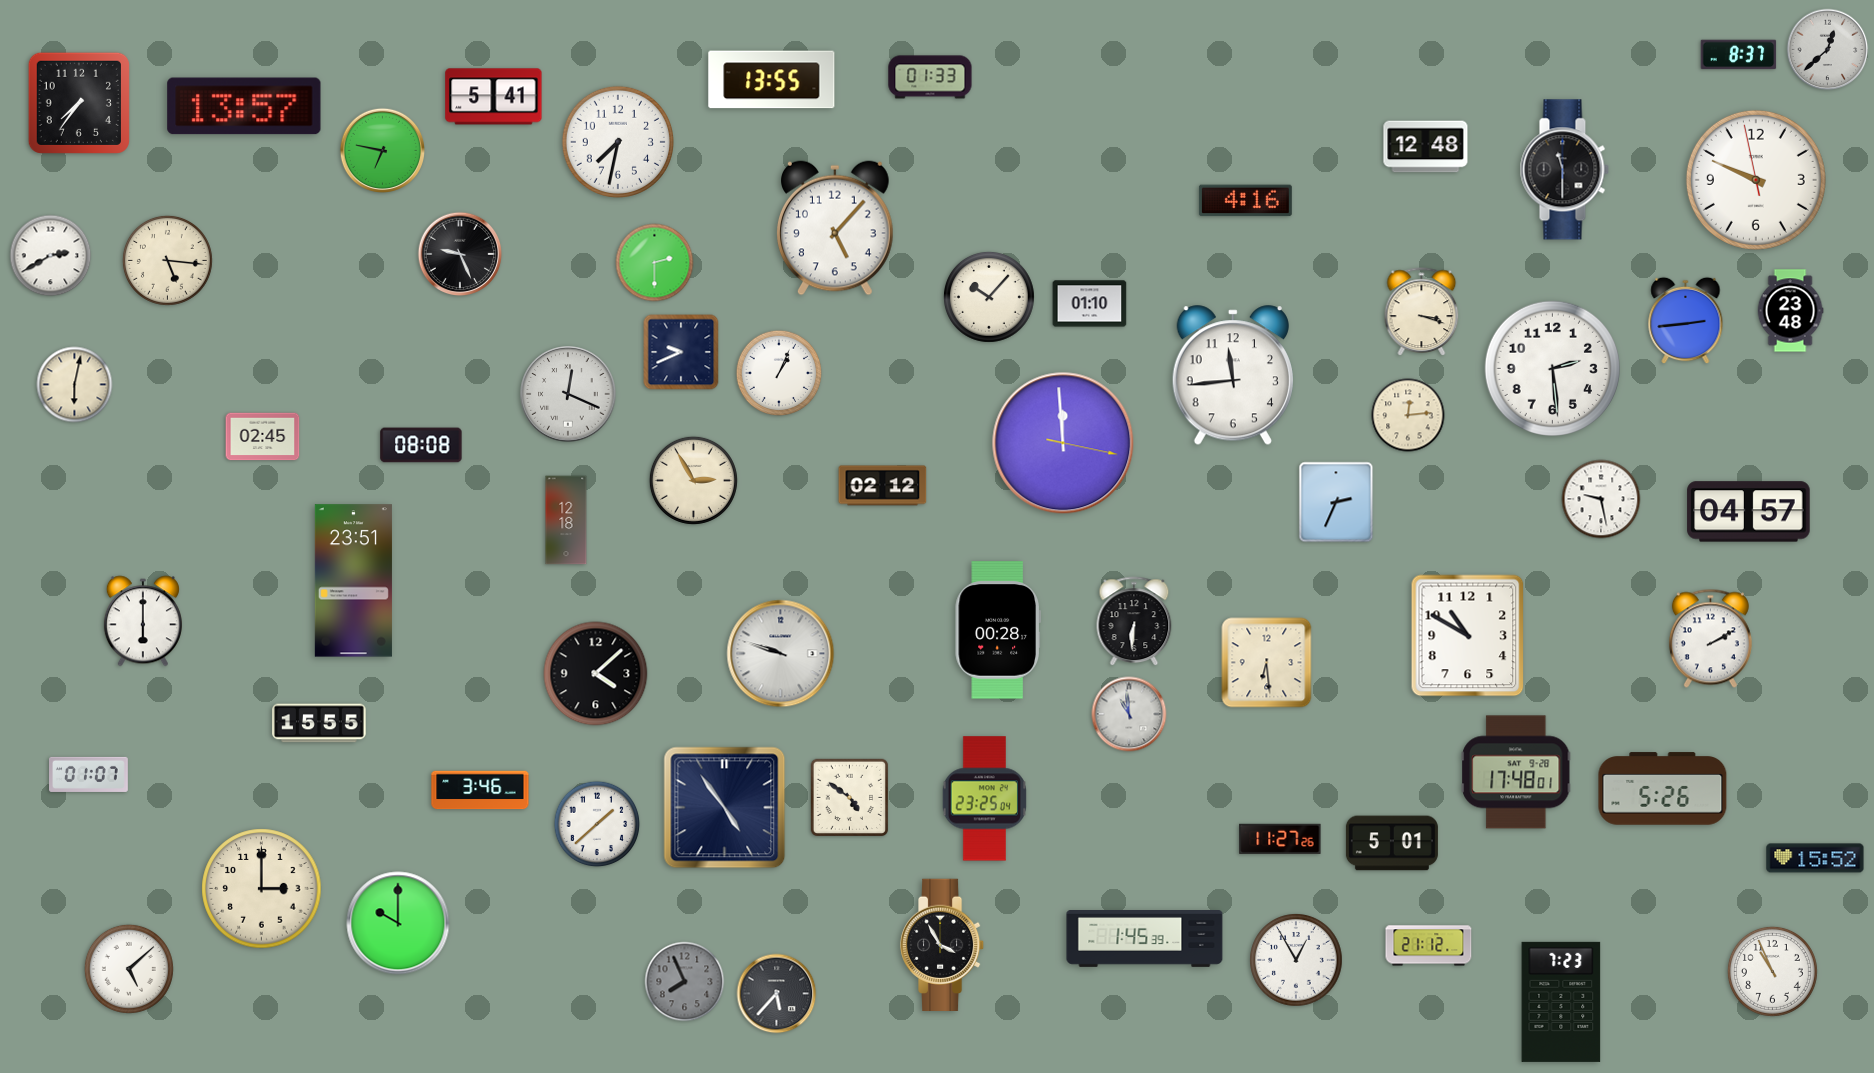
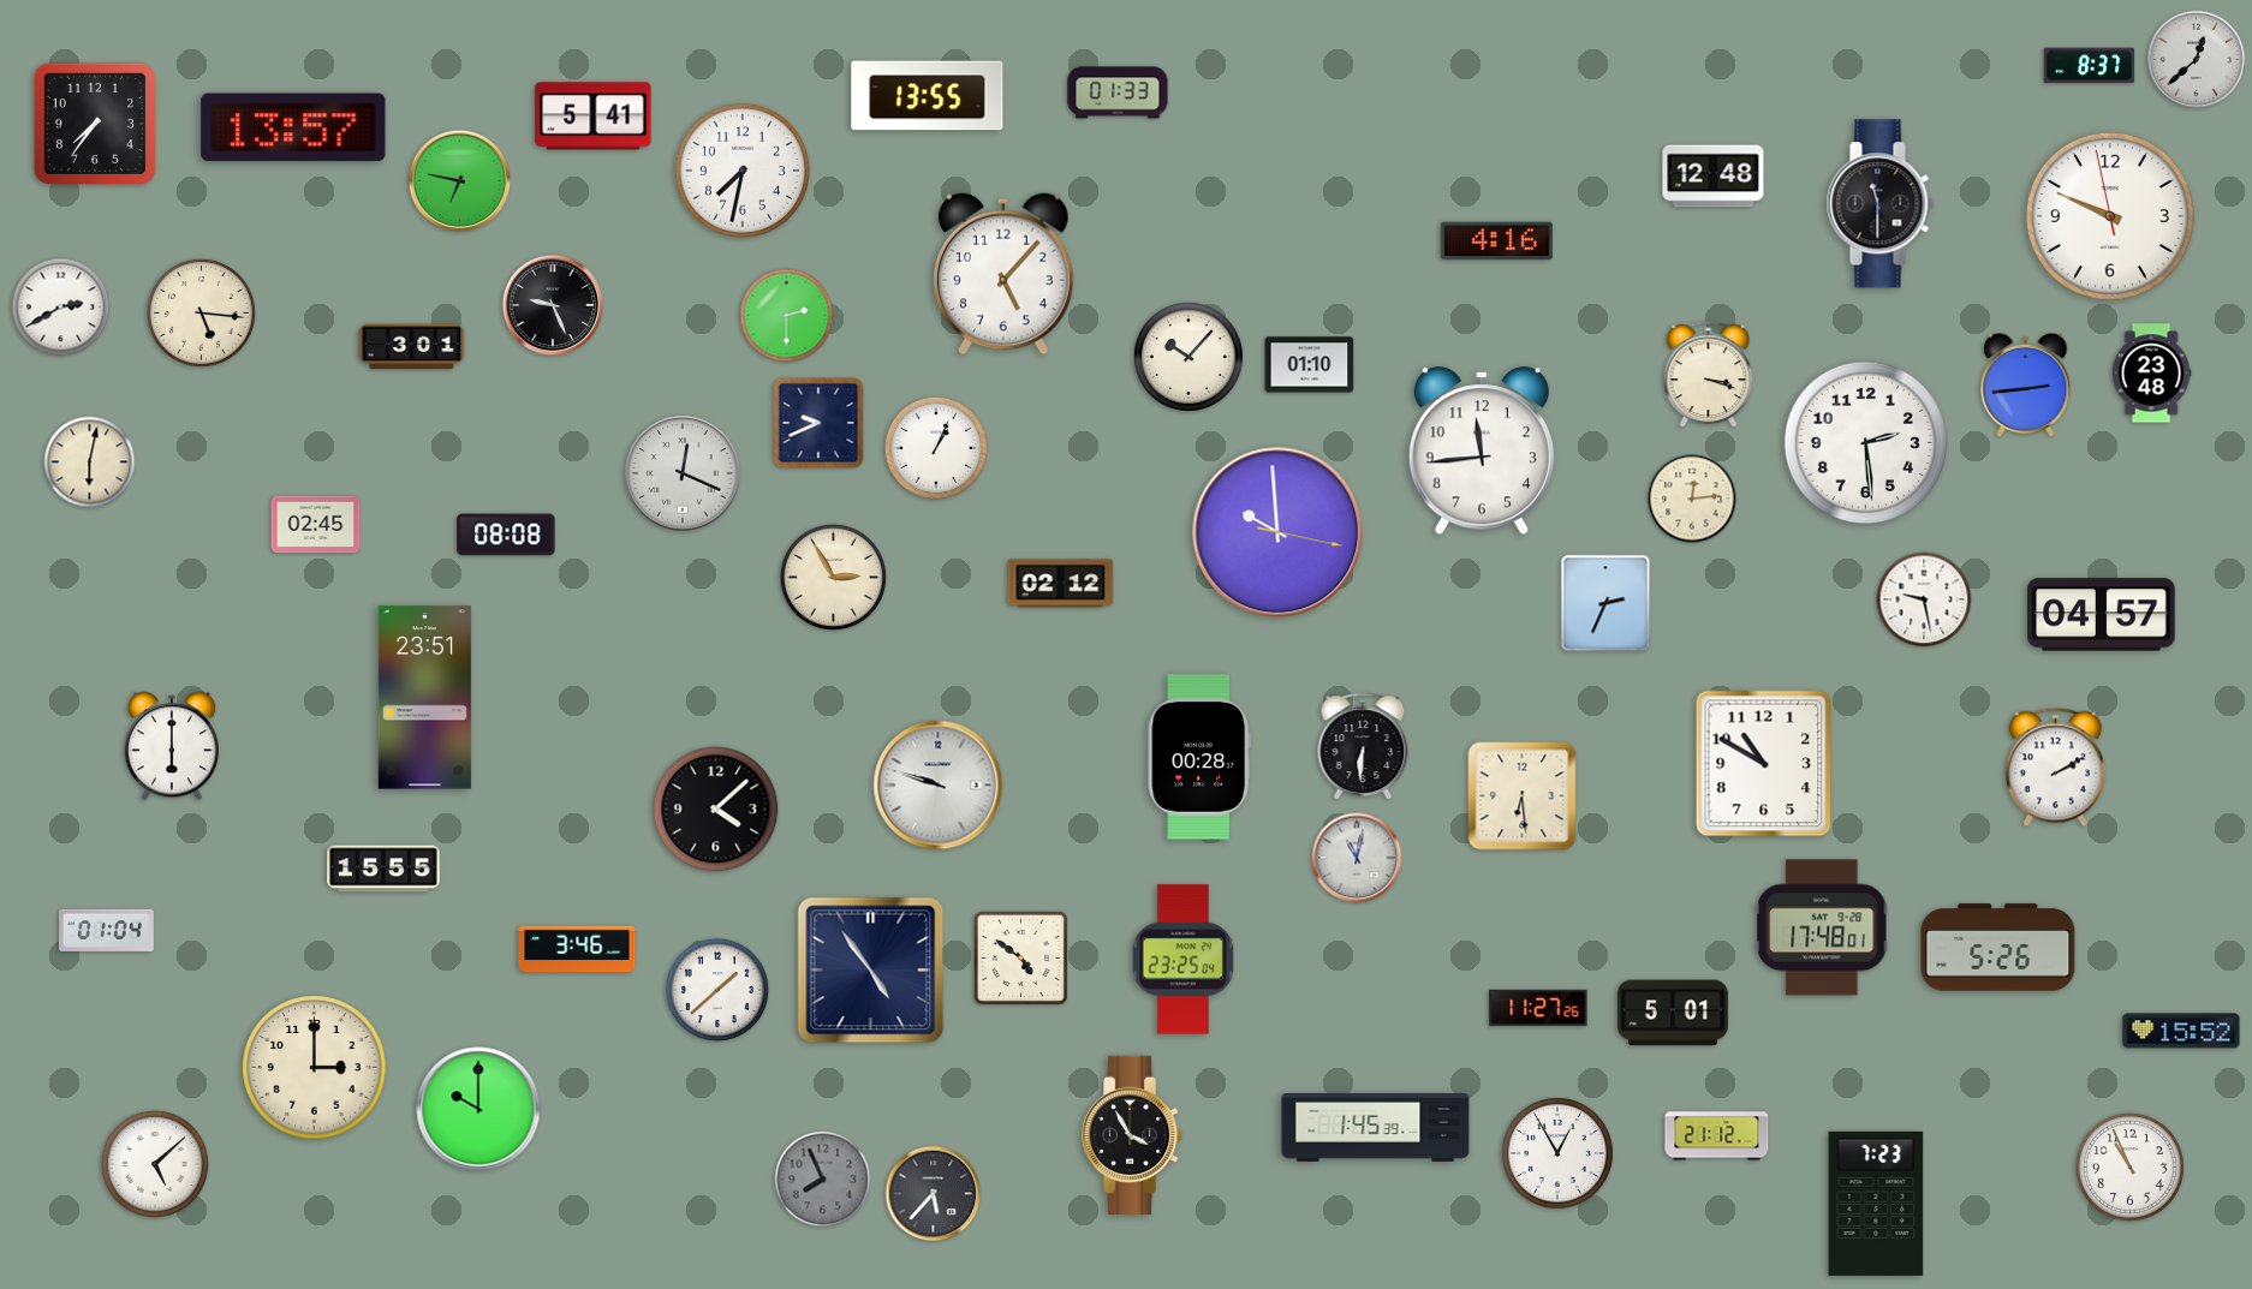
clock at (412, 347): none -> 3:01
clock at (1063, 443): 11:59 -> 9:59
clock at (566, 520): 12:18 -> none
clock at (1129, 714): 10:59 -> 11:02
clock at (89, 774): 01:07 -> 01:04
